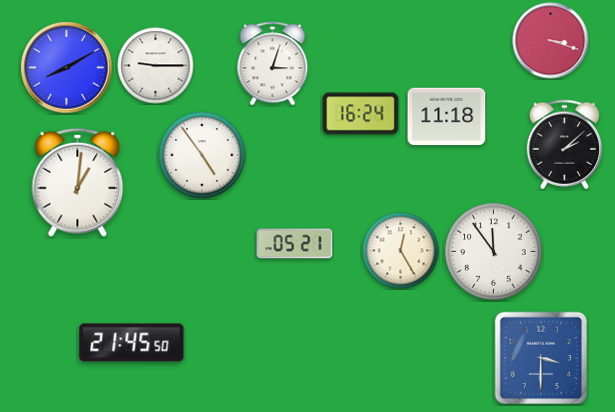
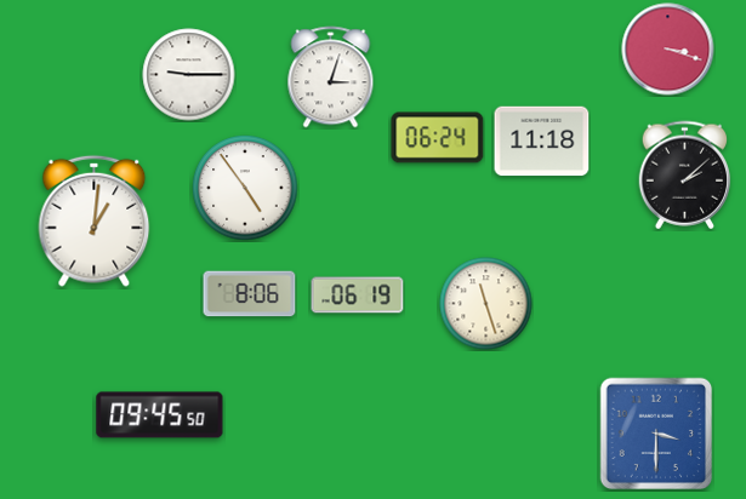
clock at (156, 66) position: (156, 66) -> (189, 75)
clock at (67, 68): 8:10 -> none
clock at (361, 114): 16:24 -> 06:24
clock at (250, 294): none -> 8:06
clock at (295, 244): 05:21 -> 06:19
clock at (401, 251): 12:25 -> 11:27
clock at (494, 252): 11:54 -> none
clock at (132, 343): 21:45 -> 09:45
